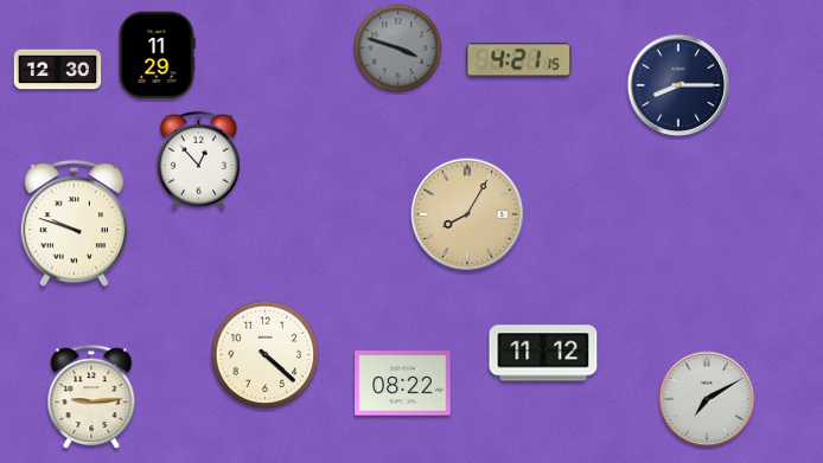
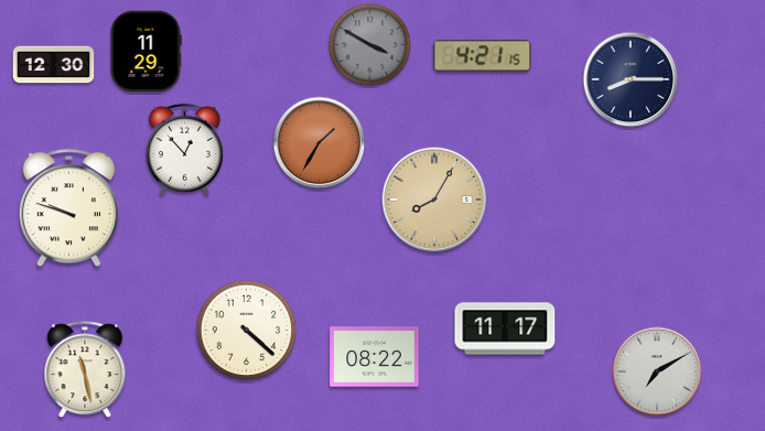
clock at (398, 49): 3:48 -> 3:50
clock at (320, 143): none -> 1:35
clock at (543, 353): 11:12 -> 11:17
clock at (91, 398): 9:14 -> 11:28
